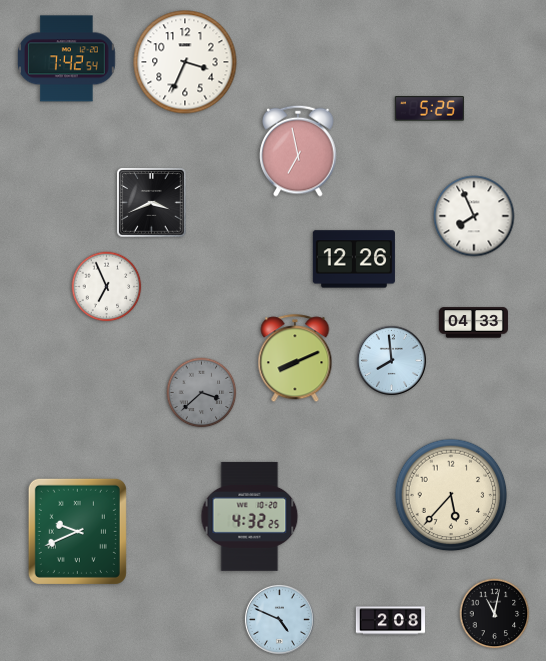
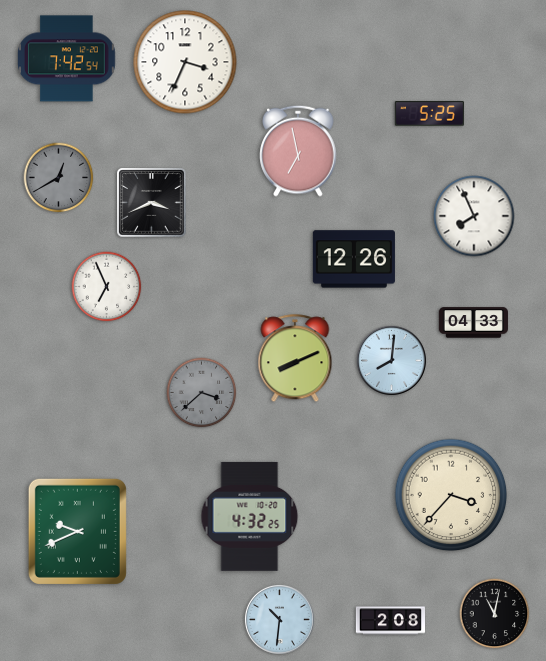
clock at (429, 109) position: (429, 109) -> (429, 114)
clock at (59, 178): none -> 12:40
clock at (391, 360): 7:59 -> 8:01
clock at (451, 495): 5:37 -> 3:37
clock at (279, 619): 4:49 -> 10:31
